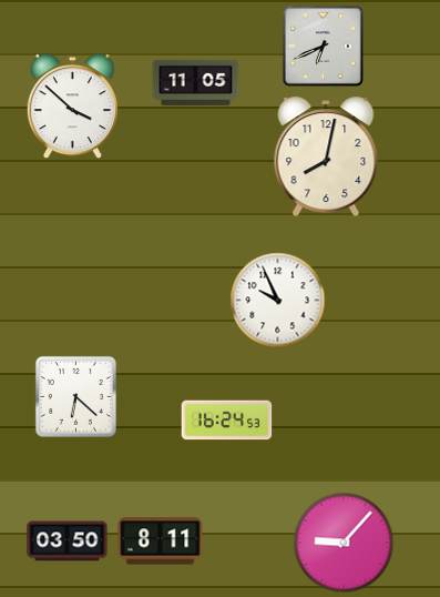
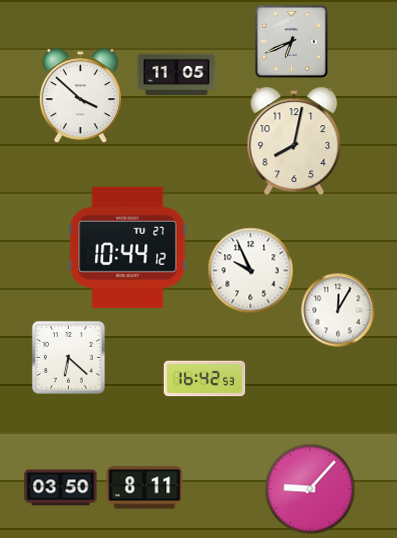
clock at (72, 107) position: (72, 107) -> (80, 96)
clock at (128, 247): none -> 10:44
clock at (338, 310): none -> 12:05
clock at (227, 421): 16:24 -> 16:42
